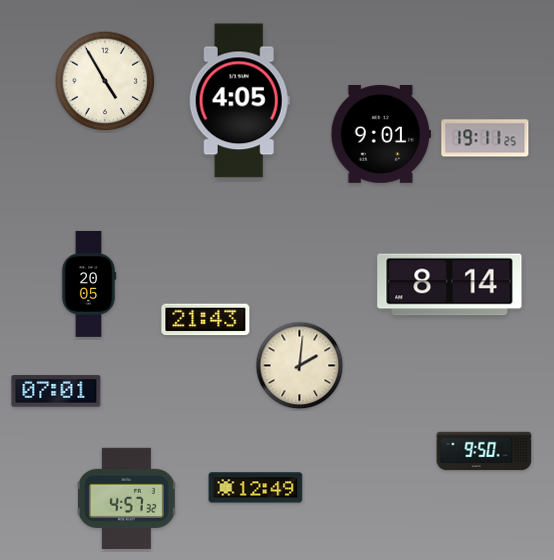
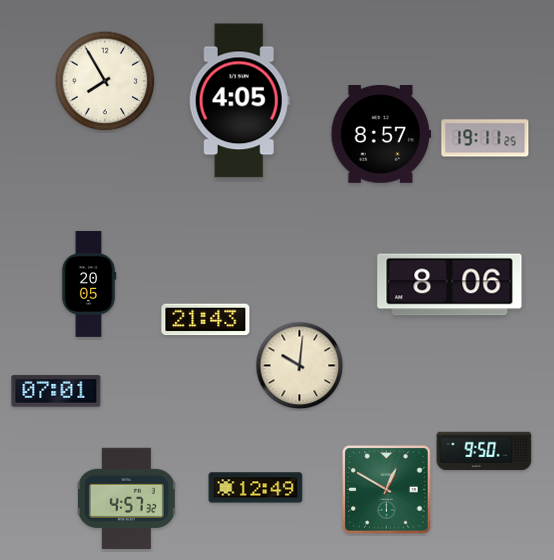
clock at (105, 81): 4:55 -> 7:55
clock at (381, 134): 9:01 -> 8:57
clock at (450, 285): 8:14 -> 8:06
clock at (300, 366): 2:01 -> 10:01
clock at (387, 490): none -> 12:50
